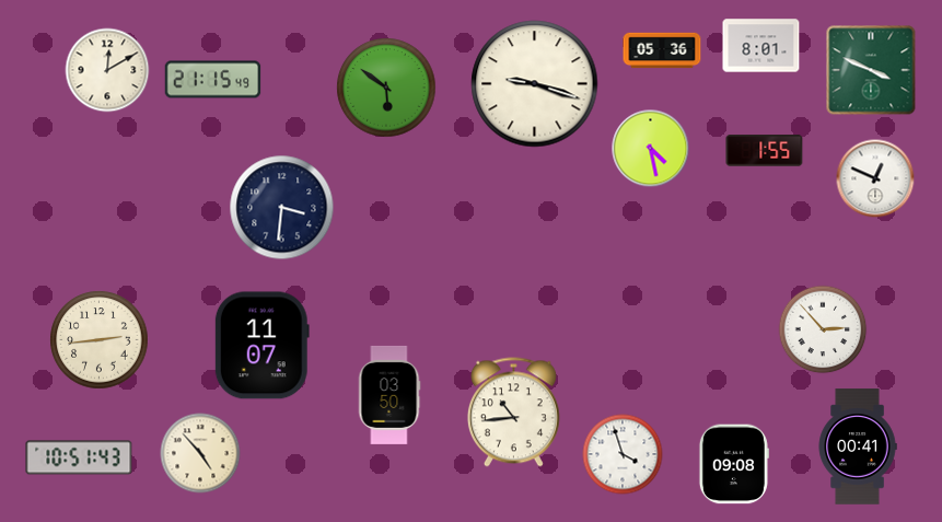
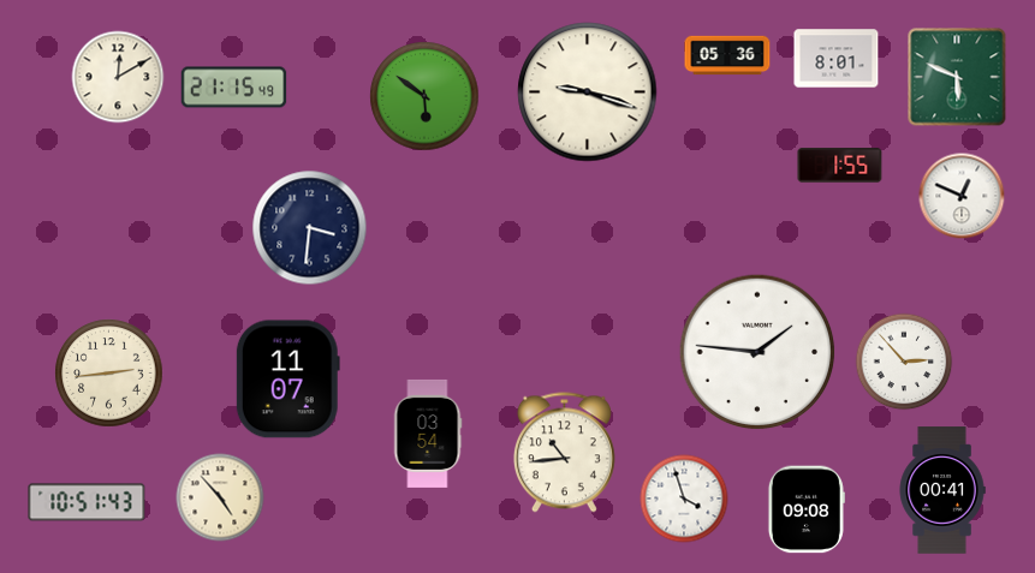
clock at (761, 46) position: (761, 46) -> (837, 59)
clock at (871, 70): 3:49 -> 5:49
clock at (651, 149): 4:28 -> none
clock at (757, 352): none -> 1:46
clock at (389, 395): 03:50 -> 03:54
